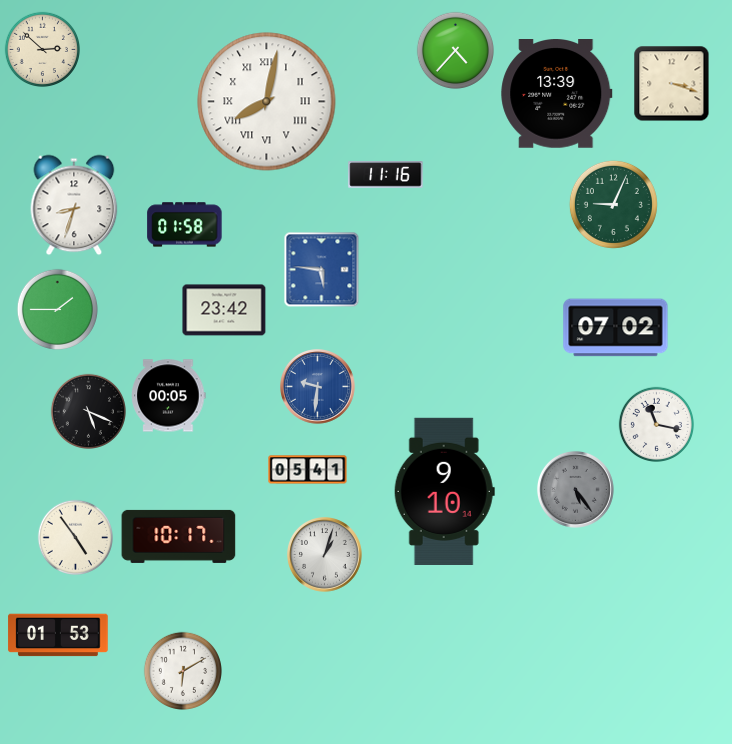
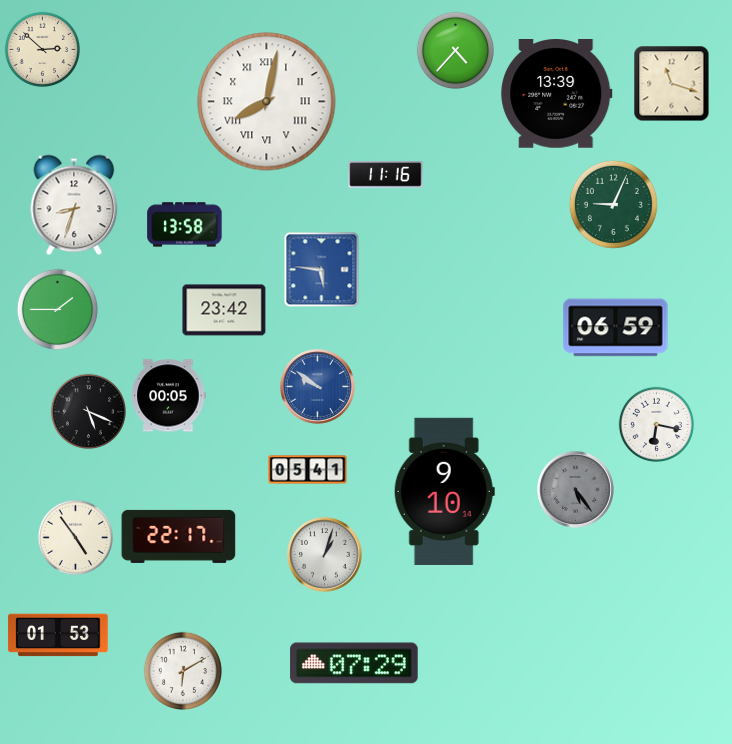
clock at (672, 84): 3:18 -> 11:18
clock at (185, 225): 01:58 -> 13:58
clock at (616, 328): 07:02 -> 06:59
clock at (318, 387): 9:31 -> 9:51
clock at (656, 424): 11:17 -> 6:17
clock at (179, 536): 10:17 -> 22:17
clock at (354, 663): none -> 07:29
